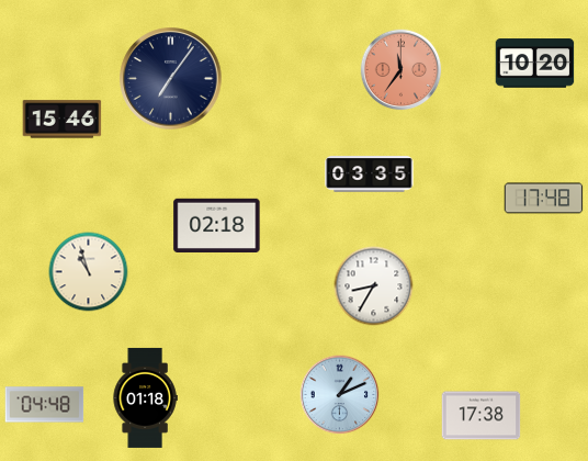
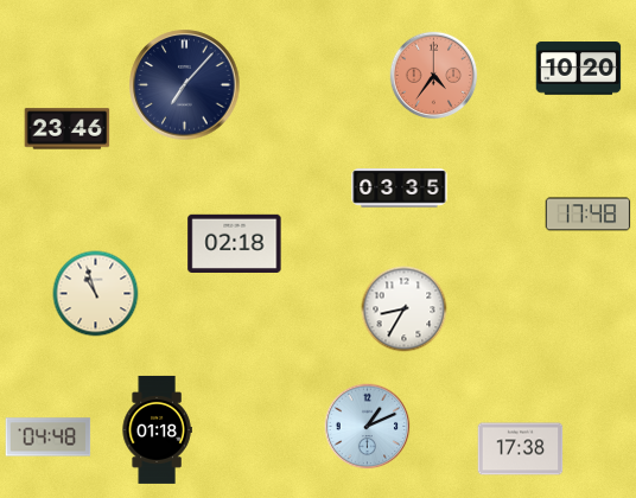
clock at (402, 70): 11:36 -> 4:36
clock at (171, 79): 7:06 -> 7:07
clock at (63, 120): 15:46 -> 23:46
